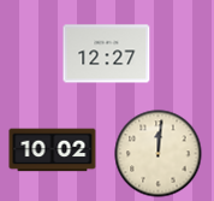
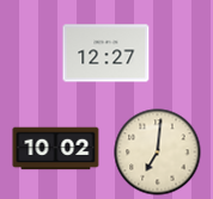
clock at (53, 150) position: (53, 150) -> (56, 149)
clock at (159, 154): 12:01 -> 7:01
